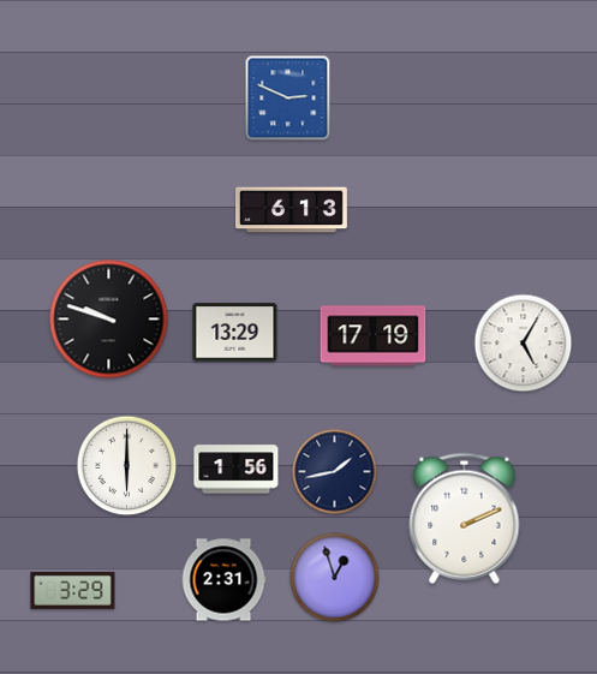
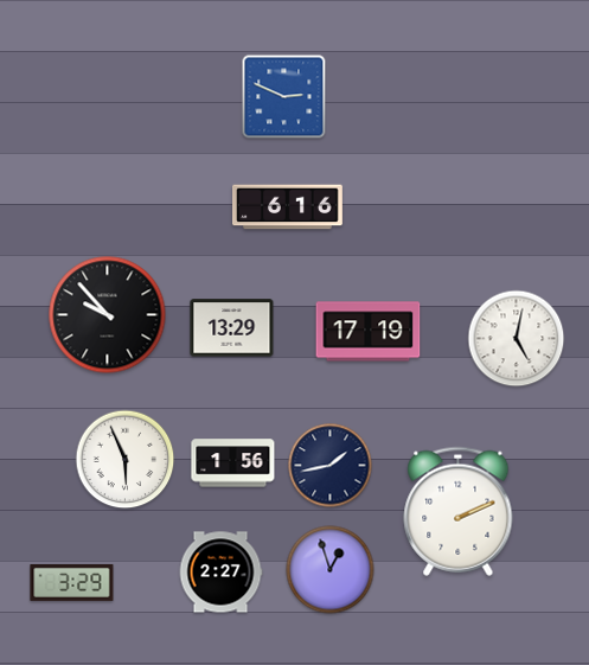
clock at (292, 210): 6:13 -> 6:16
clock at (109, 320): 9:48 -> 9:53
clock at (524, 344): 5:05 -> 5:02
clock at (127, 466): 6:00 -> 5:56
clock at (223, 580): 2:31 -> 2:27
